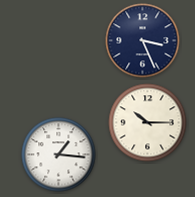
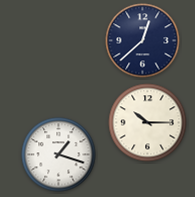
clock at (143, 41): 3:26 -> 12:38
clock at (59, 155): 1:16 -> 1:18
